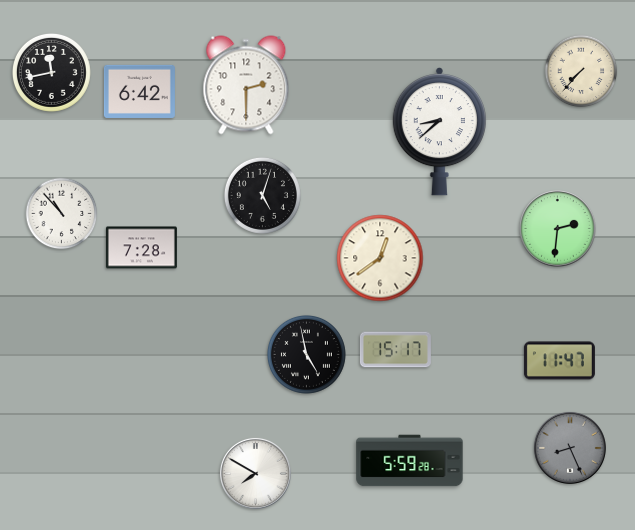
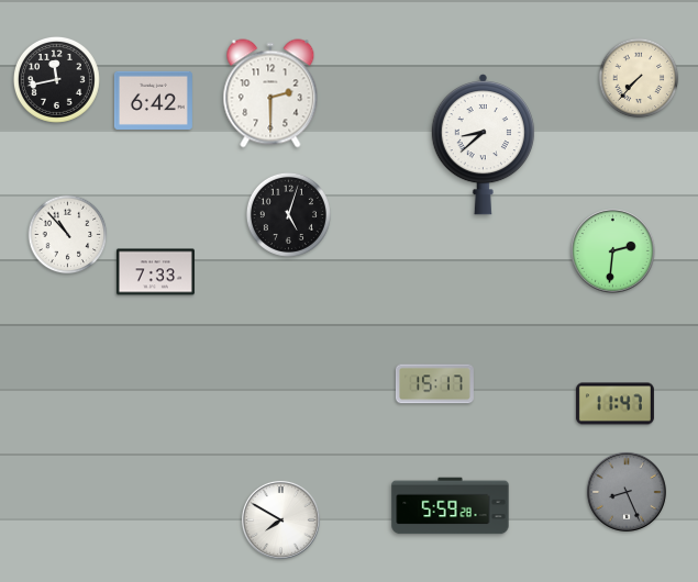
clock at (141, 248): 7:28 -> 7:33
clock at (380, 258): 12:39 -> none
clock at (306, 354): 4:58 -> none
clock at (559, 361) position: (559, 361) -> (614, 404)
